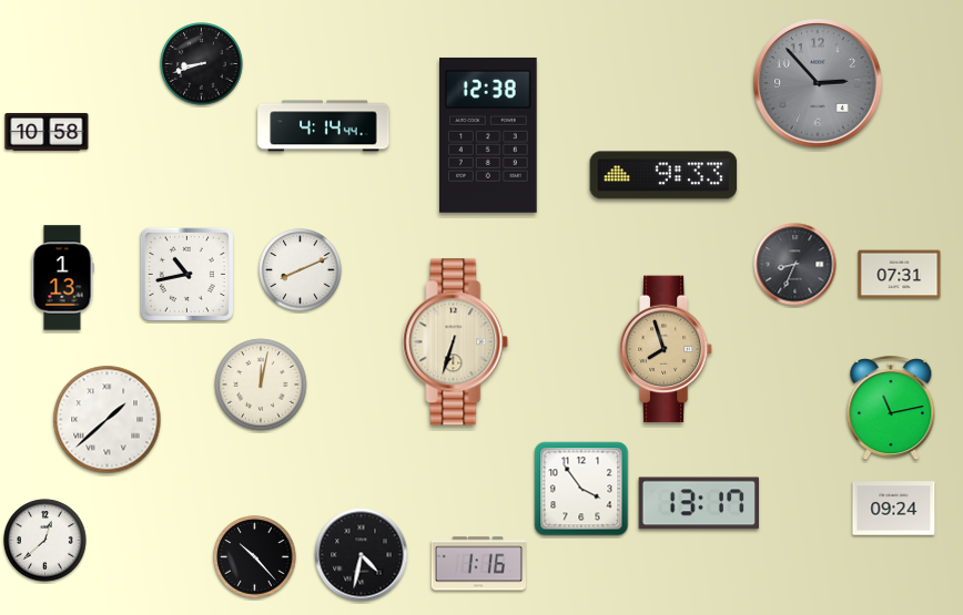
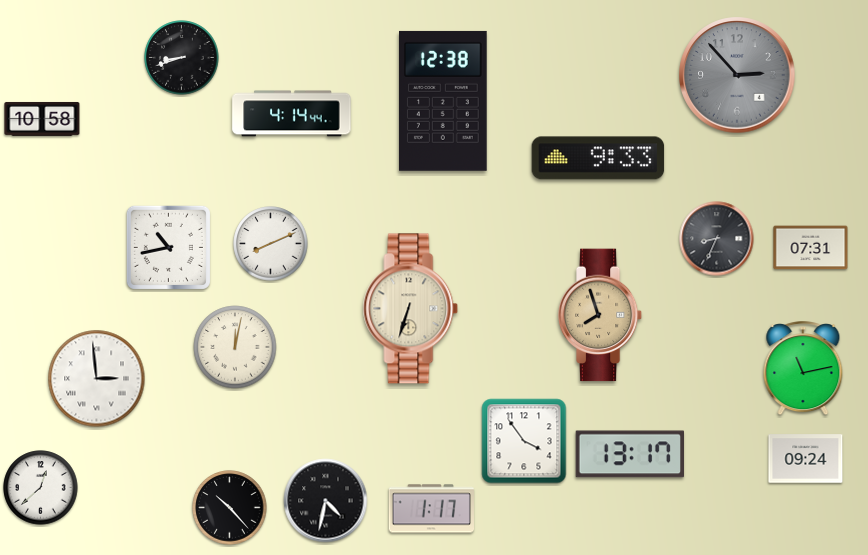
clock at (489, 135) position: (489, 135) -> (444, 101)
clock at (62, 278): 1:13 -> none
clock at (108, 420): 1:38 -> 2:59
clock at (255, 557) position: (255, 557) -> (230, 508)
clock at (478, 564): 1:16 -> 1:17
